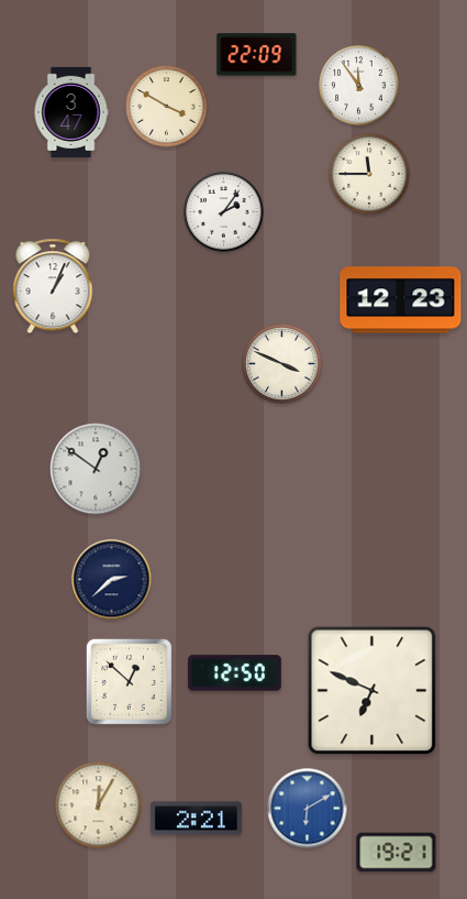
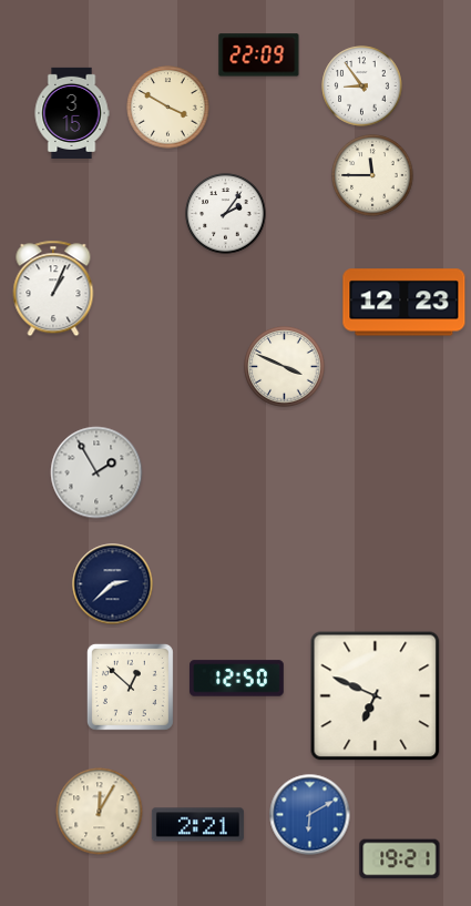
clock at (359, 86): 11:54 -> 8:54
clock at (71, 112): 3:47 -> 3:15
clock at (96, 469): 12:51 -> 1:55
